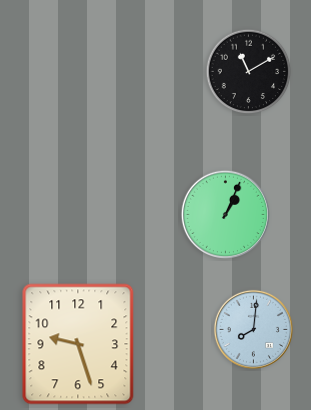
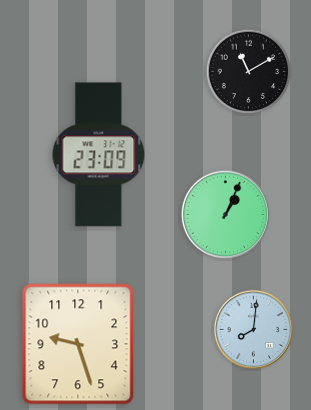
clock at (99, 155): none -> 23:09
